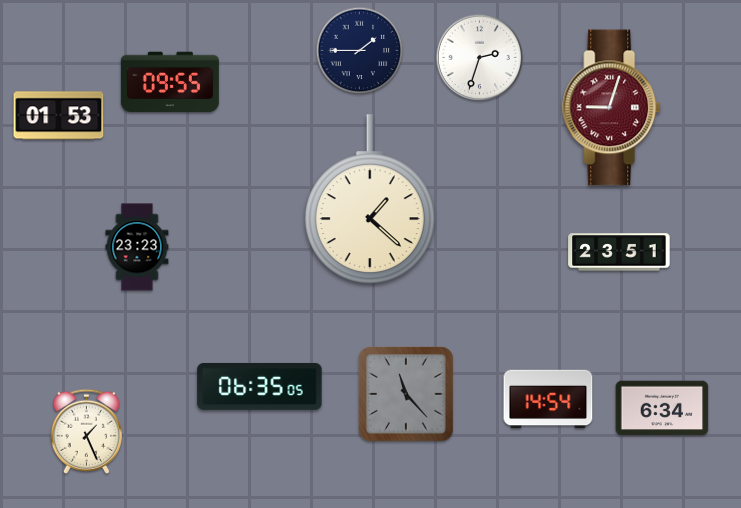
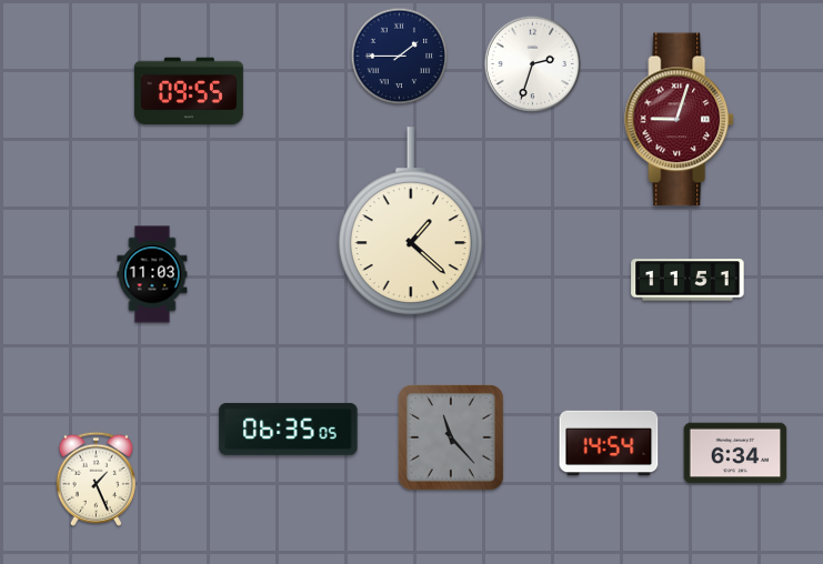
clock at (59, 116): 01:53 -> none
clock at (137, 247): 23:23 -> 11:03
clock at (619, 252): 23:51 -> 11:51
